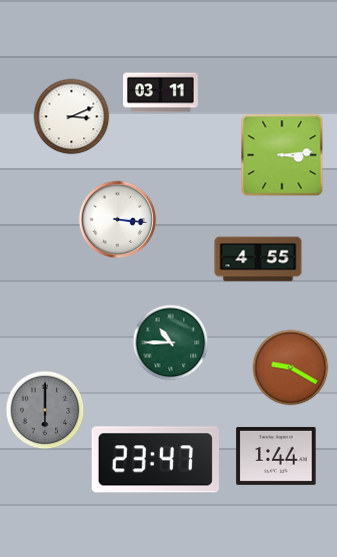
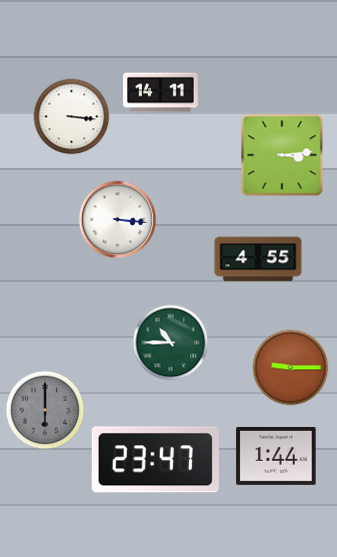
clock at (161, 93): 03:11 -> 14:11
clock at (72, 117): 3:11 -> 3:16
clock at (291, 368): 9:20 -> 9:15
